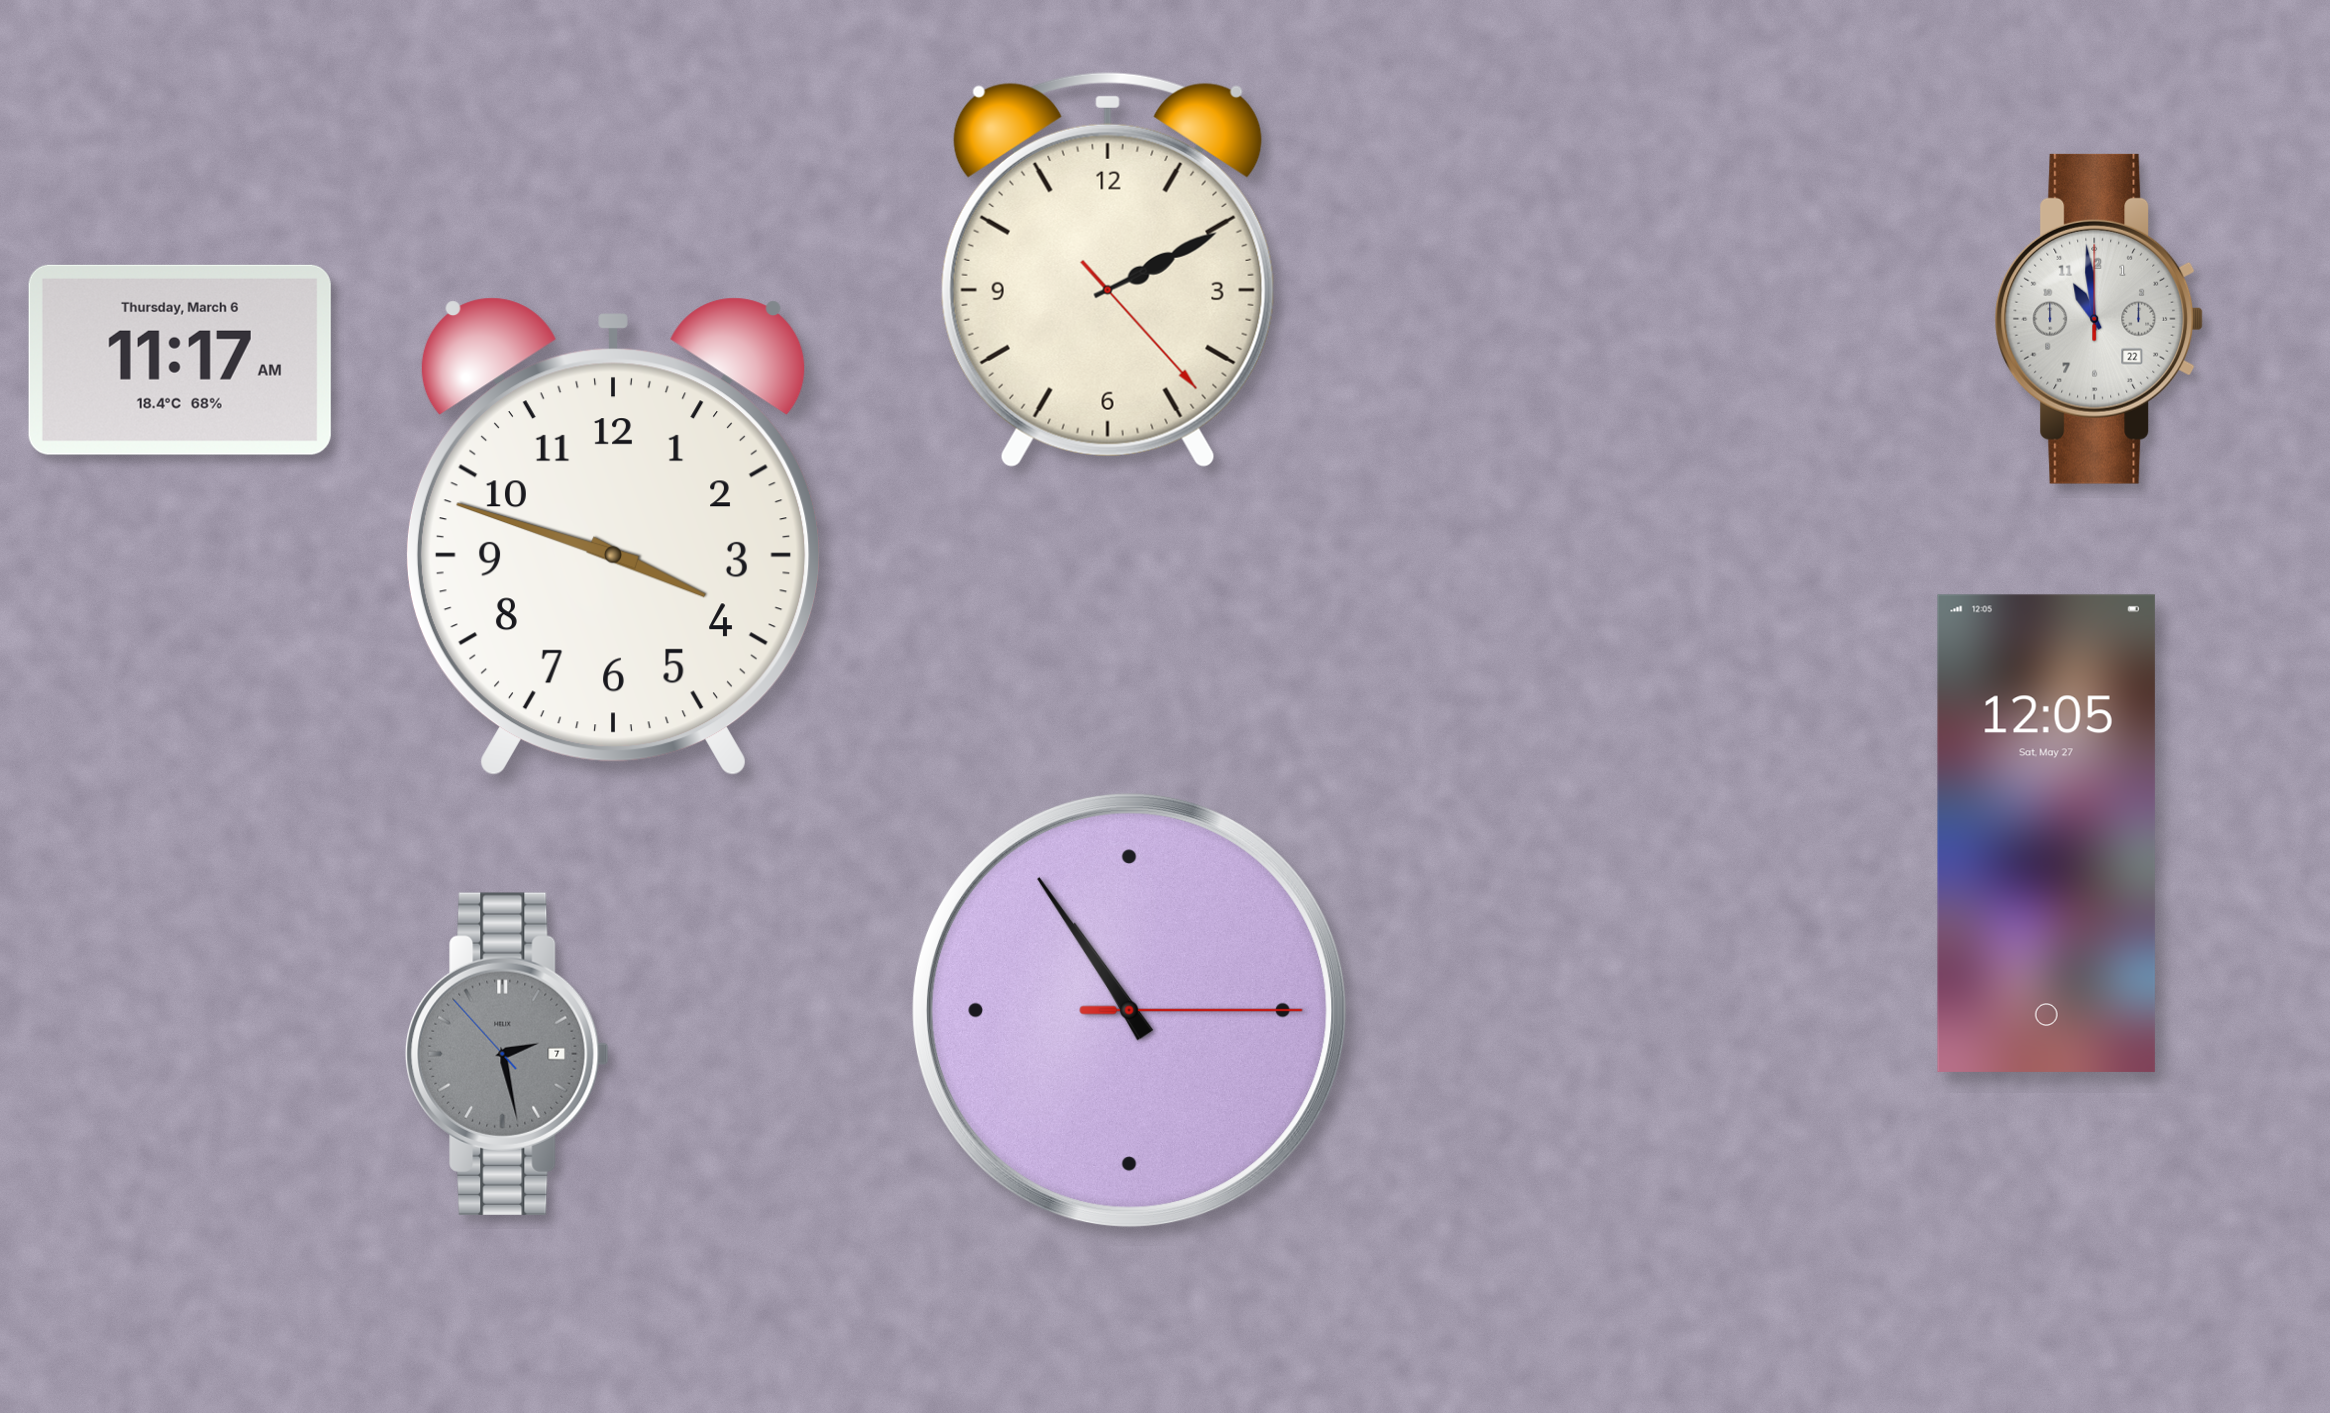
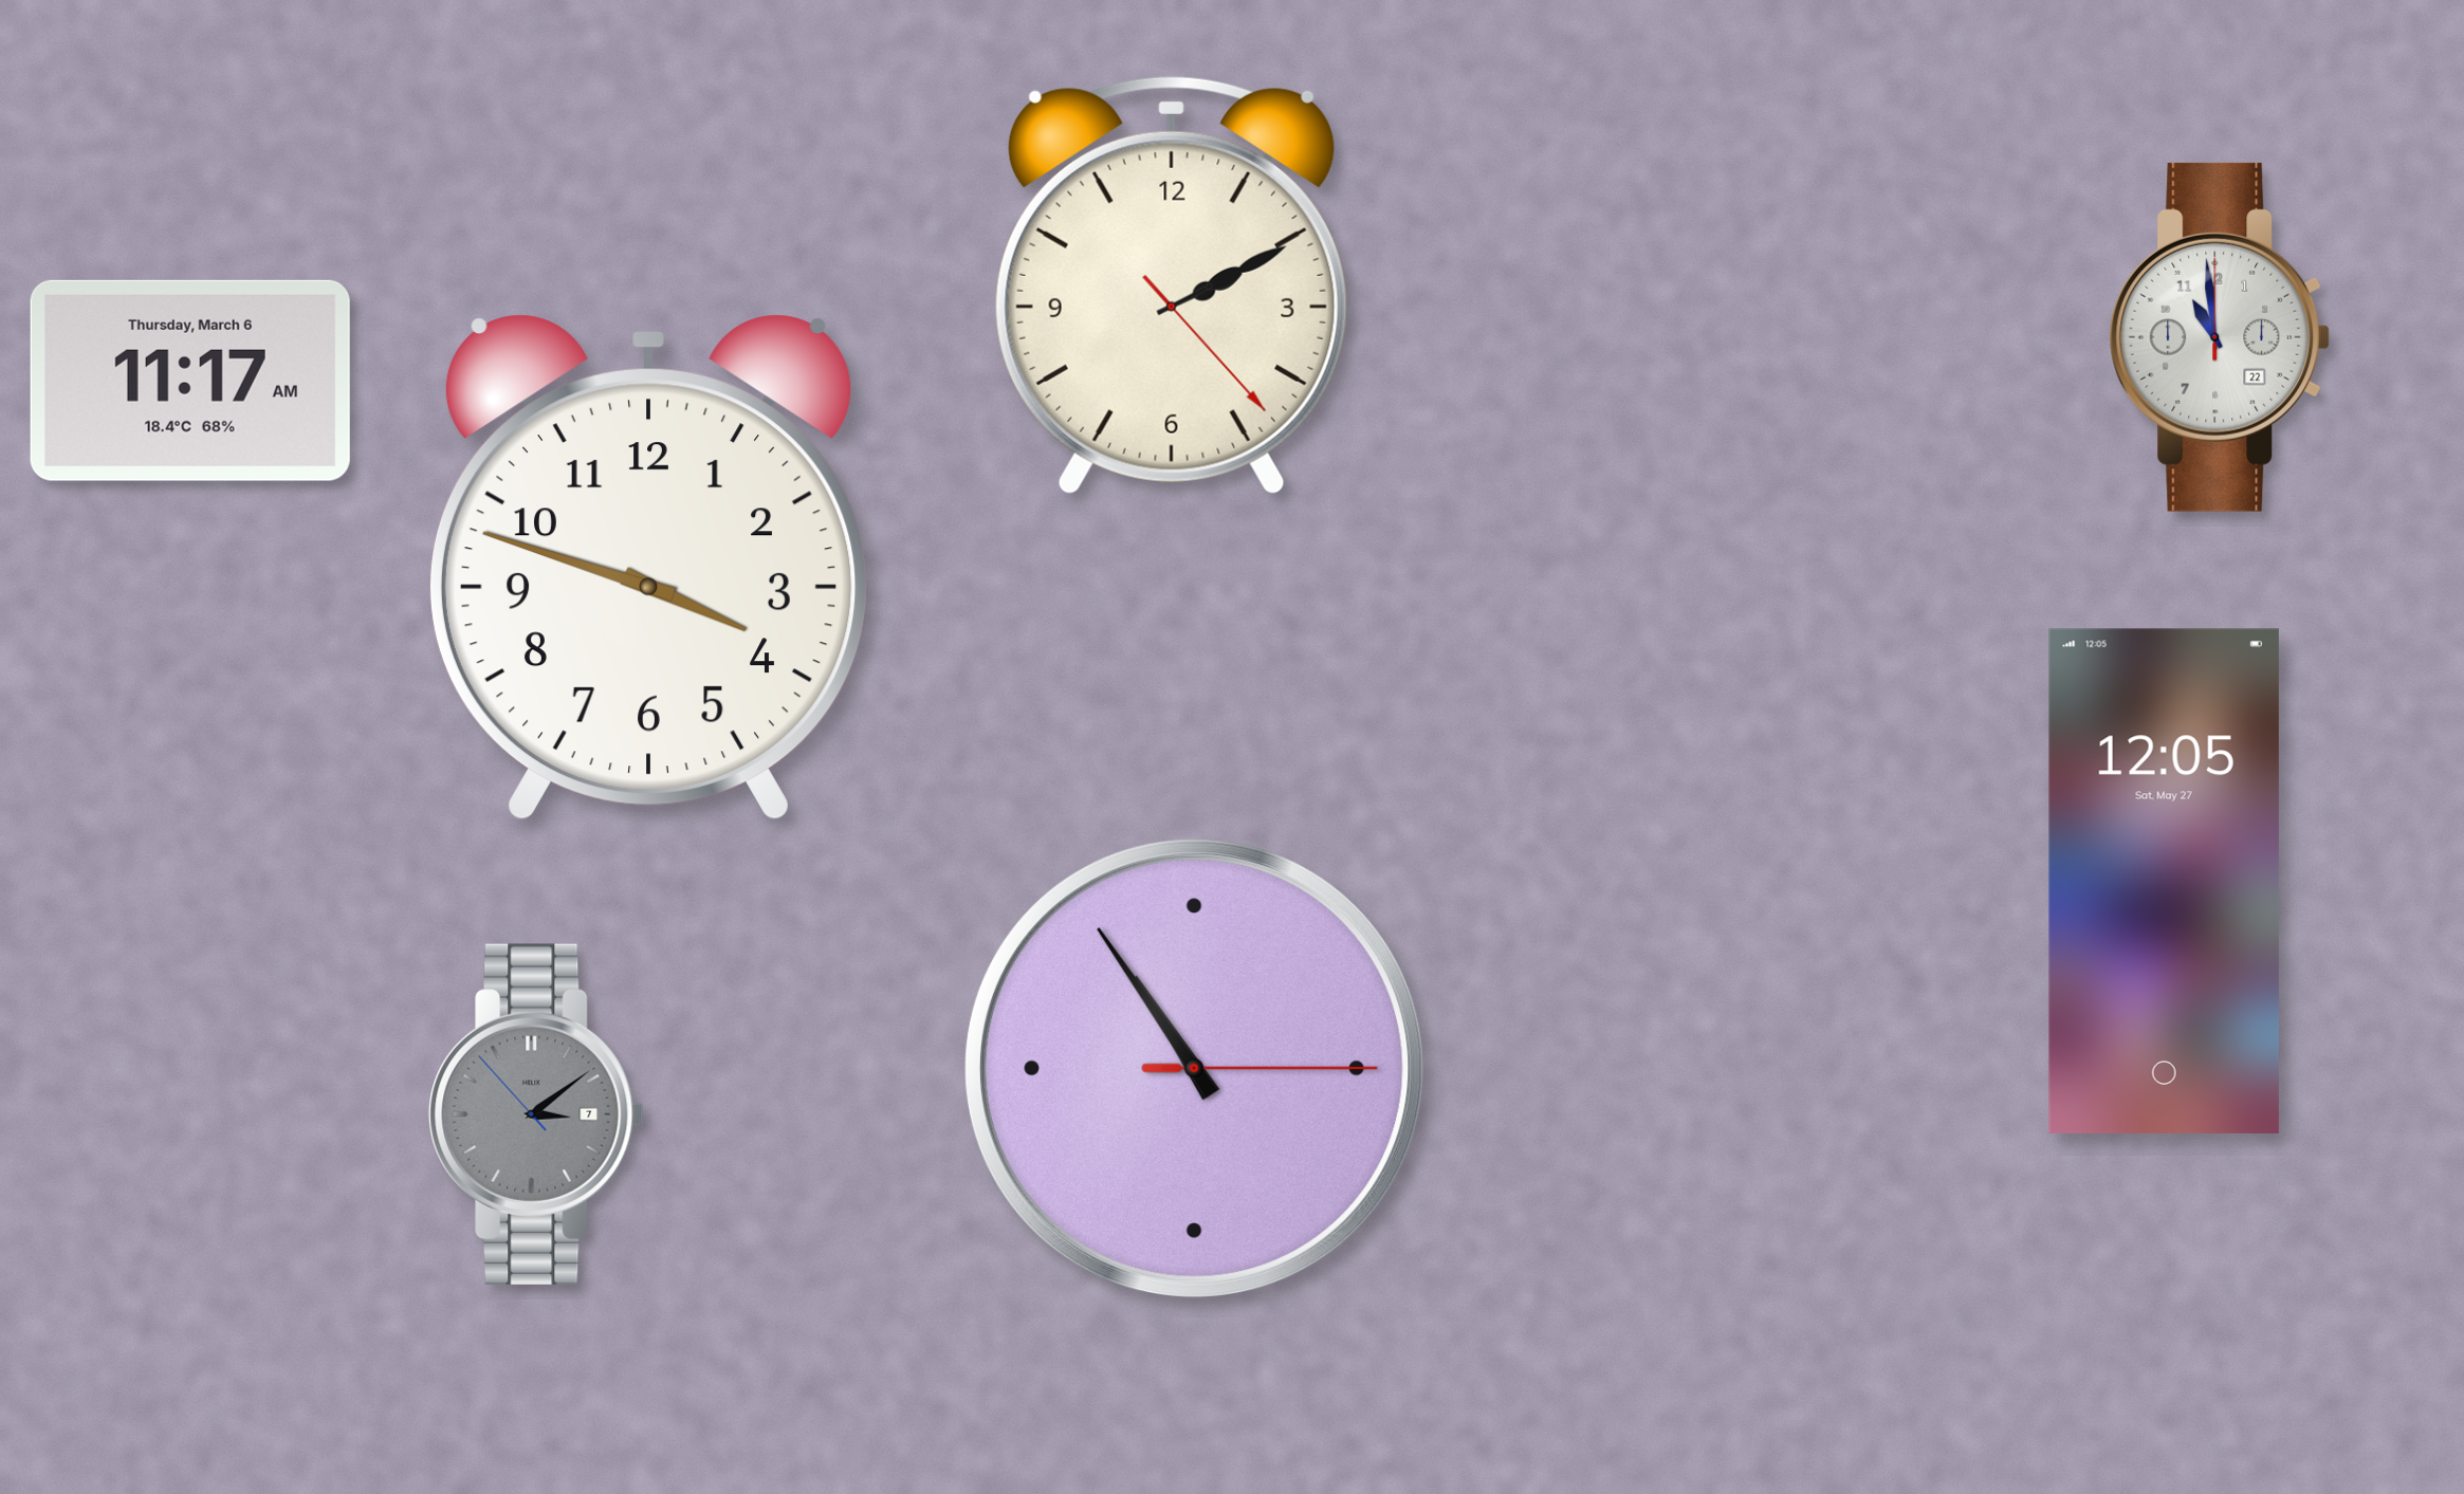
clock at (507, 1054): 2:27 -> 3:08
